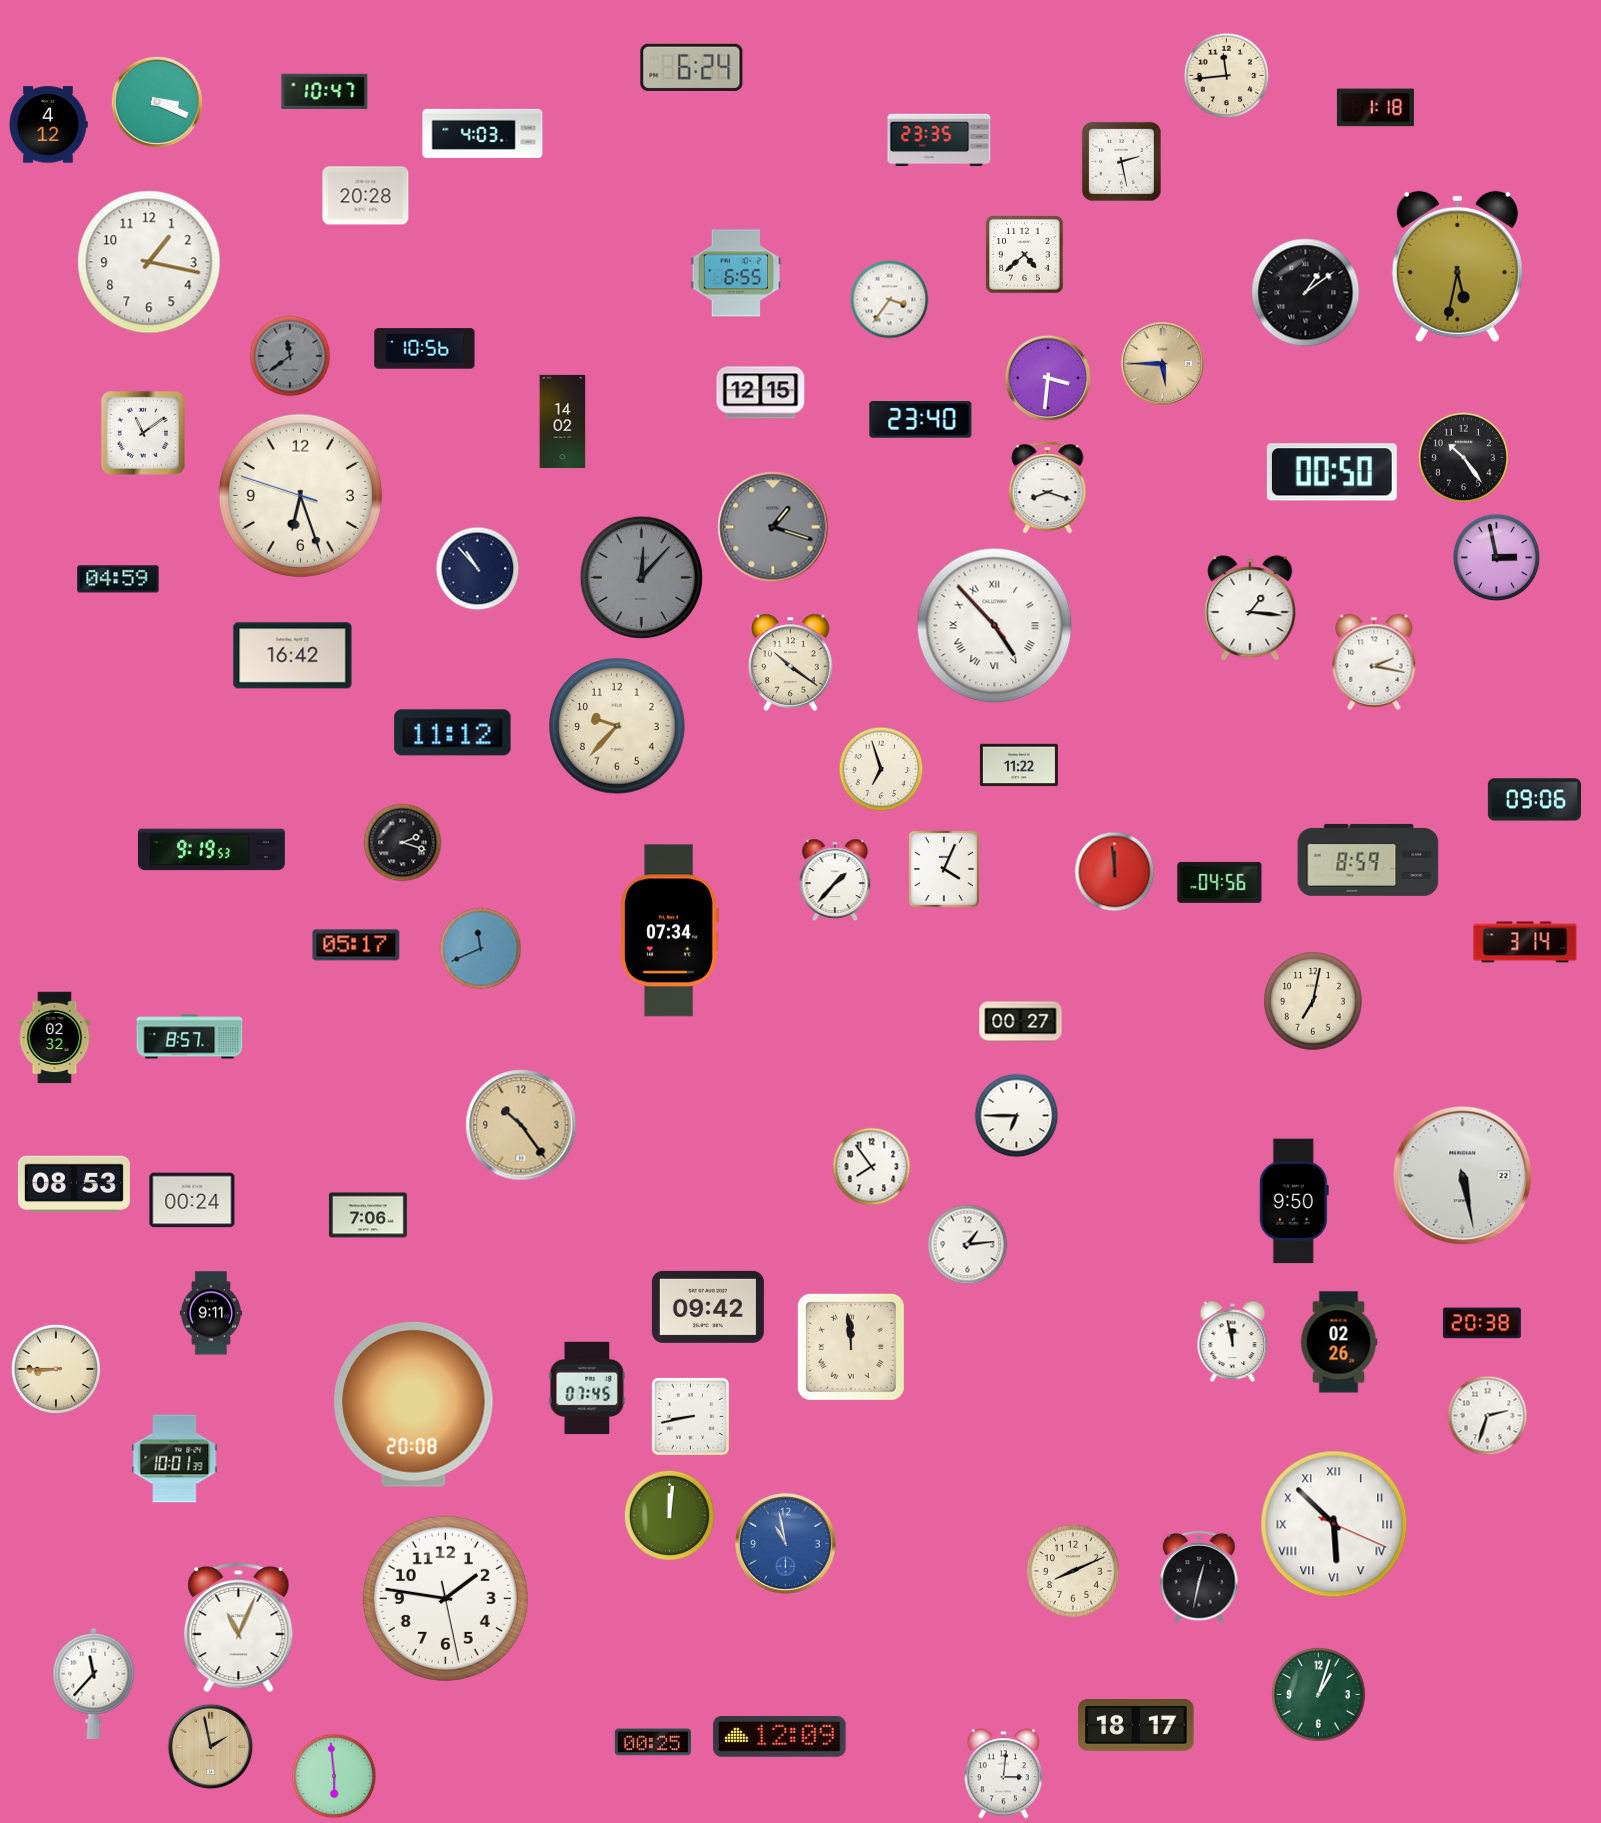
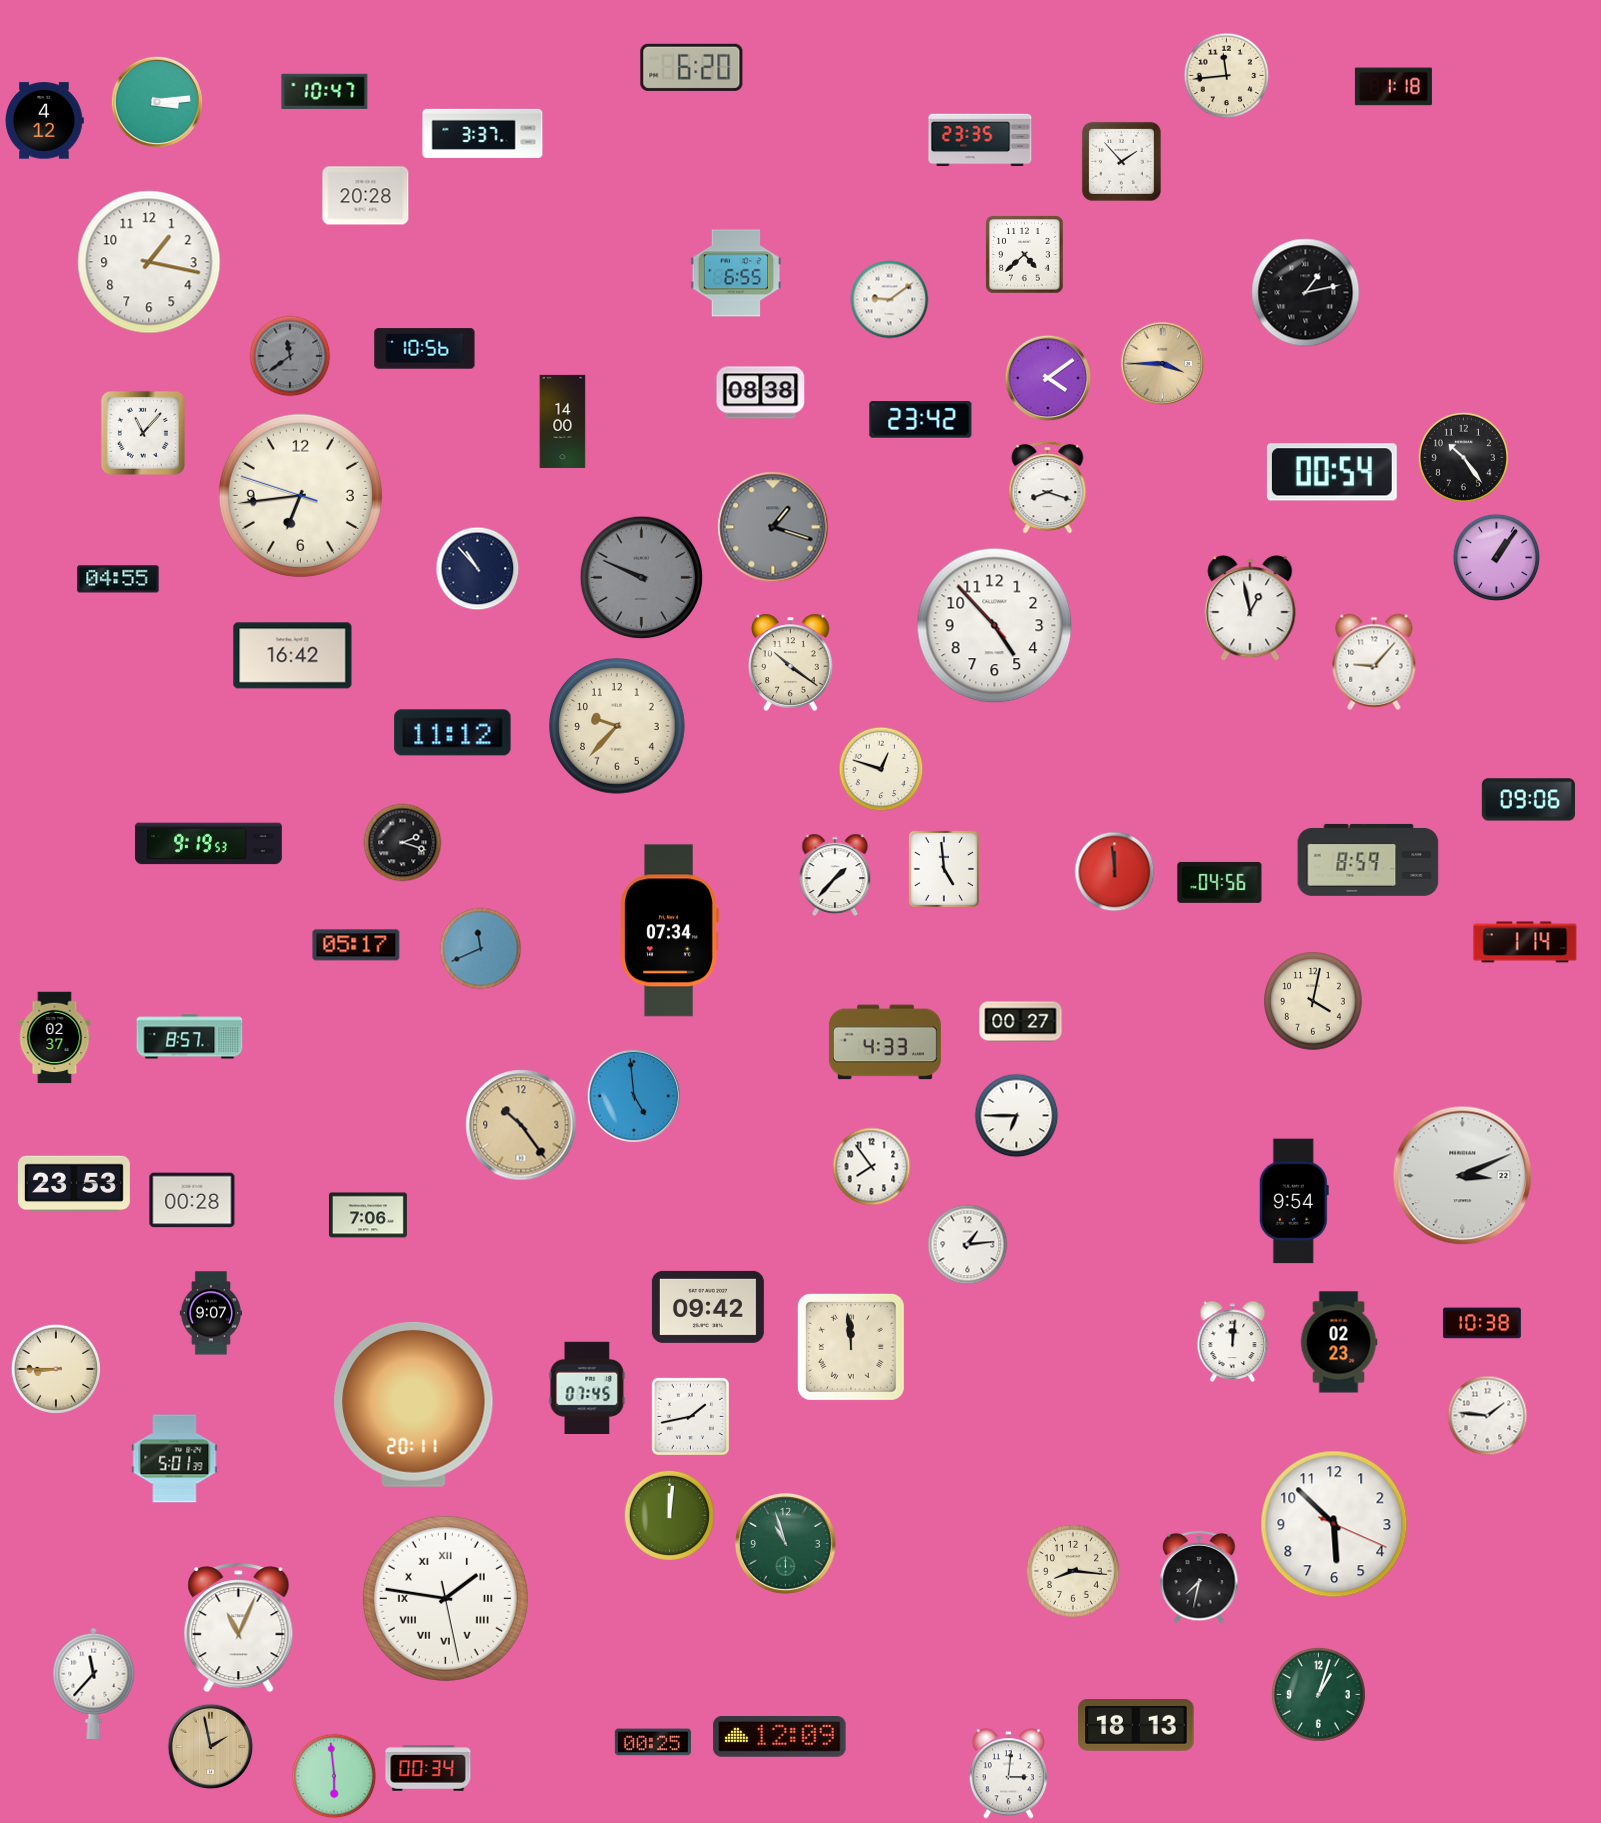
clock at (692, 67): 6:24 -> 6:20
clock at (157, 102): 3:19 -> 3:14
clock at (1375, 108) position: (1375, 108) -> (1393, 87)
clock at (49, 125) position: (49, 125) -> (45, 121)
clock at (483, 133): 4:03 -> 3:37
clock at (939, 140) position: (939, 140) -> (980, 140)
clock at (1121, 161): 2:28 -> 1:53
clock at (1457, 266): 5:32 -> none
clock at (1306, 293): 1:09 -> 1:13
clock at (890, 300): 3:36 -> 9:09
clock at (1163, 364): 5:45 -> 3:45
clock at (1048, 378): 3:31 -> 4:09
clock at (761, 393): 12:15 -> 08:38
clock at (921, 420): 23:40 -> 23:42
clock at (563, 421): 14:02 -> 14:00
clock at (143, 433): 11:09 -> 11:07
clock at (1332, 472): 00:50 -> 00:54
clock at (300, 495): 6:26 -> 6:43
clock at (1497, 558): 2:58 -> 1:06
clock at (642, 578): 12:07 -> 9:49
clock at (118, 579): 04:59 -> 04:55
clock at (1250, 608): 1:16 -> 12:58
clock at (995, 626) numerals: Roman -> Arabic
clock at (1374, 662): 2:17 -> 9:07
clock at (1019, 765): 11:22 -> none
clock at (881, 769): 6:57 -> 12:48
clock at (1534, 800) position: (1534, 800) -> (1528, 800)
clock at (211, 850) position: (211, 850) -> (208, 844)
clock at (944, 869): 4:04 -> 4:59
clock at (835, 880) position: (835, 880) -> (835, 875)
clock at (1525, 942): 3:14 -> 1:14
clock at (1313, 1001): 7:02 -> 4:02
clock at (55, 1038): 02:32 -> 02:37
clock at (885, 1042): none -> 4:33
clock at (634, 1096): none -> 4:59
clock at (1463, 1176): 5:28 -> 3:11
clock at (74, 1184): 08:53 -> 23:53
clock at (192, 1200): 00:24 -> 00:28
clock at (1294, 1201): 9:50 -> 9:54
clock at (211, 1313): 9:11 -> 9:07
clock at (1482, 1323): 20:38 -> 10:38
clock at (1233, 1341): 11:58 -> 12:01
clock at (1339, 1342): 02:26 -> 02:23
clock at (414, 1404): 20:08 -> 20:11
clock at (690, 1416): 8:43 -> 1:43
clock at (1488, 1416): 2:33 -> 1:46
clock at (175, 1459): 10:01 -> 5:01
clock at (1334, 1524) numerals: Roman -> Arabic
clock at (786, 1544): 10:58 -> 10:57
clock at (786, 1544) dial: blue -> green
clock at (1073, 1571): 8:11 -> 8:16
clock at (1199, 1577): 12:32 -> 7:32
clock at (445, 1598) numerals: Arabic -> Roman
clock at (1136, 1726): 18:17 -> 18:13
clock at (428, 1768): none -> 00:34
clock at (1003, 1774) position: (1003, 1774) -> (1008, 1774)
